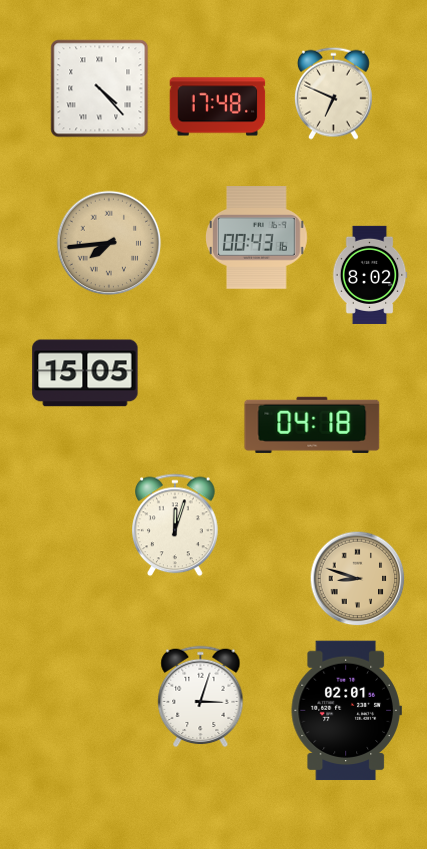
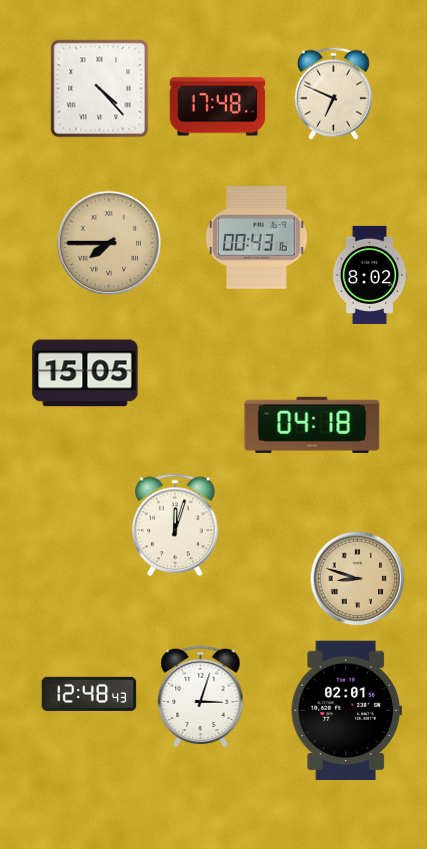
clock at (109, 243): 7:44 -> 7:45
clock at (89, 694): none -> 12:48
